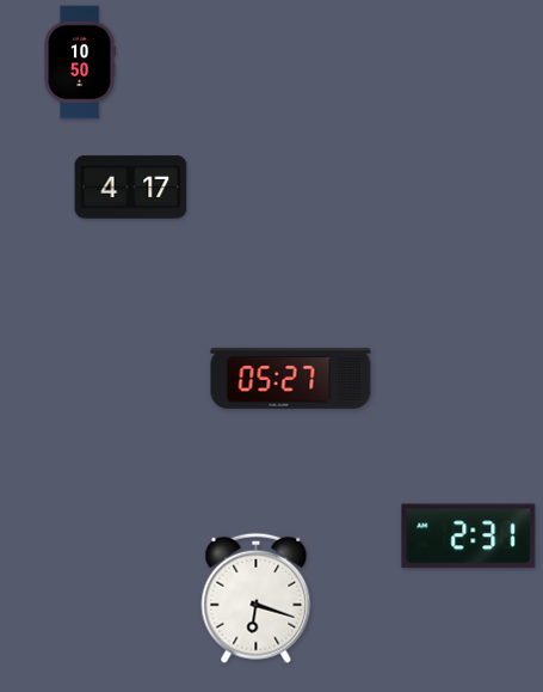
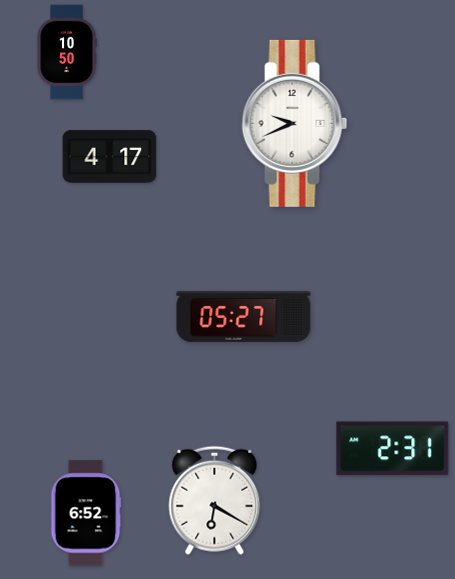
clock at (295, 123): none -> 9:41
clock at (257, 598): 6:18 -> 6:20
clock at (86, 513): none -> 6:52
